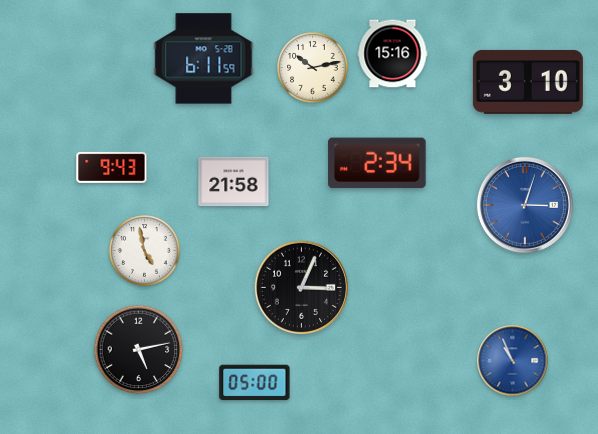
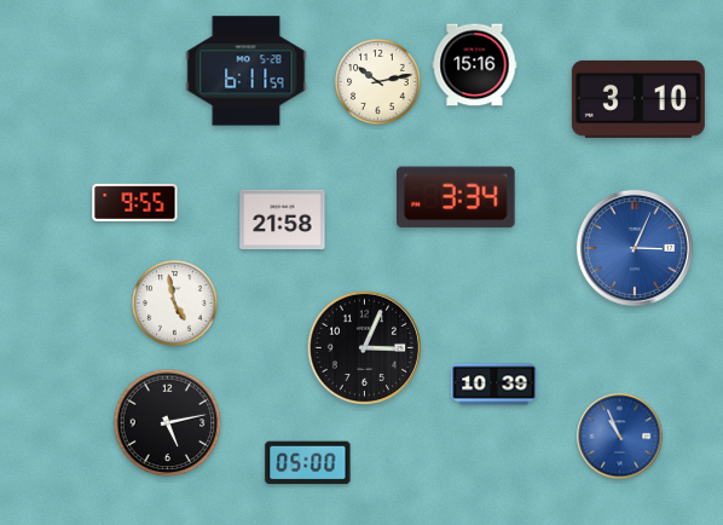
clock at (377, 163): 2:34 -> 3:34
clock at (112, 167): 9:43 -> 9:55
clock at (525, 205): 3:03 -> 3:04
clock at (494, 385): none -> 10:39
